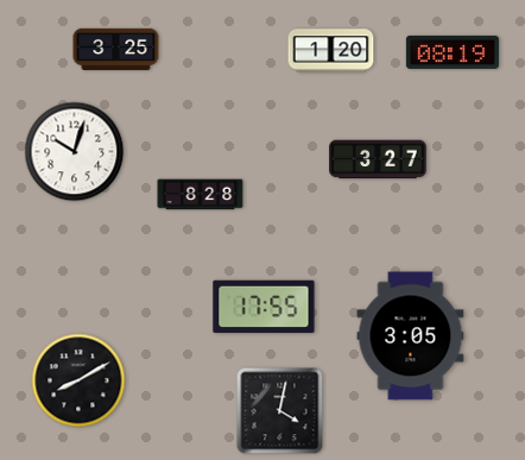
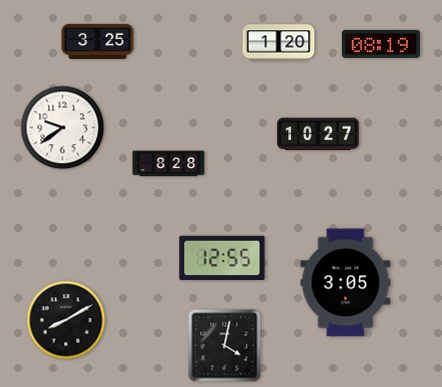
clock at (75, 152): 10:03 -> 9:39
clock at (378, 159): 3:27 -> 10:27
clock at (264, 307): 17:55 -> 12:55
clock at (280, 411) position: (280, 411) -> (225, 346)
